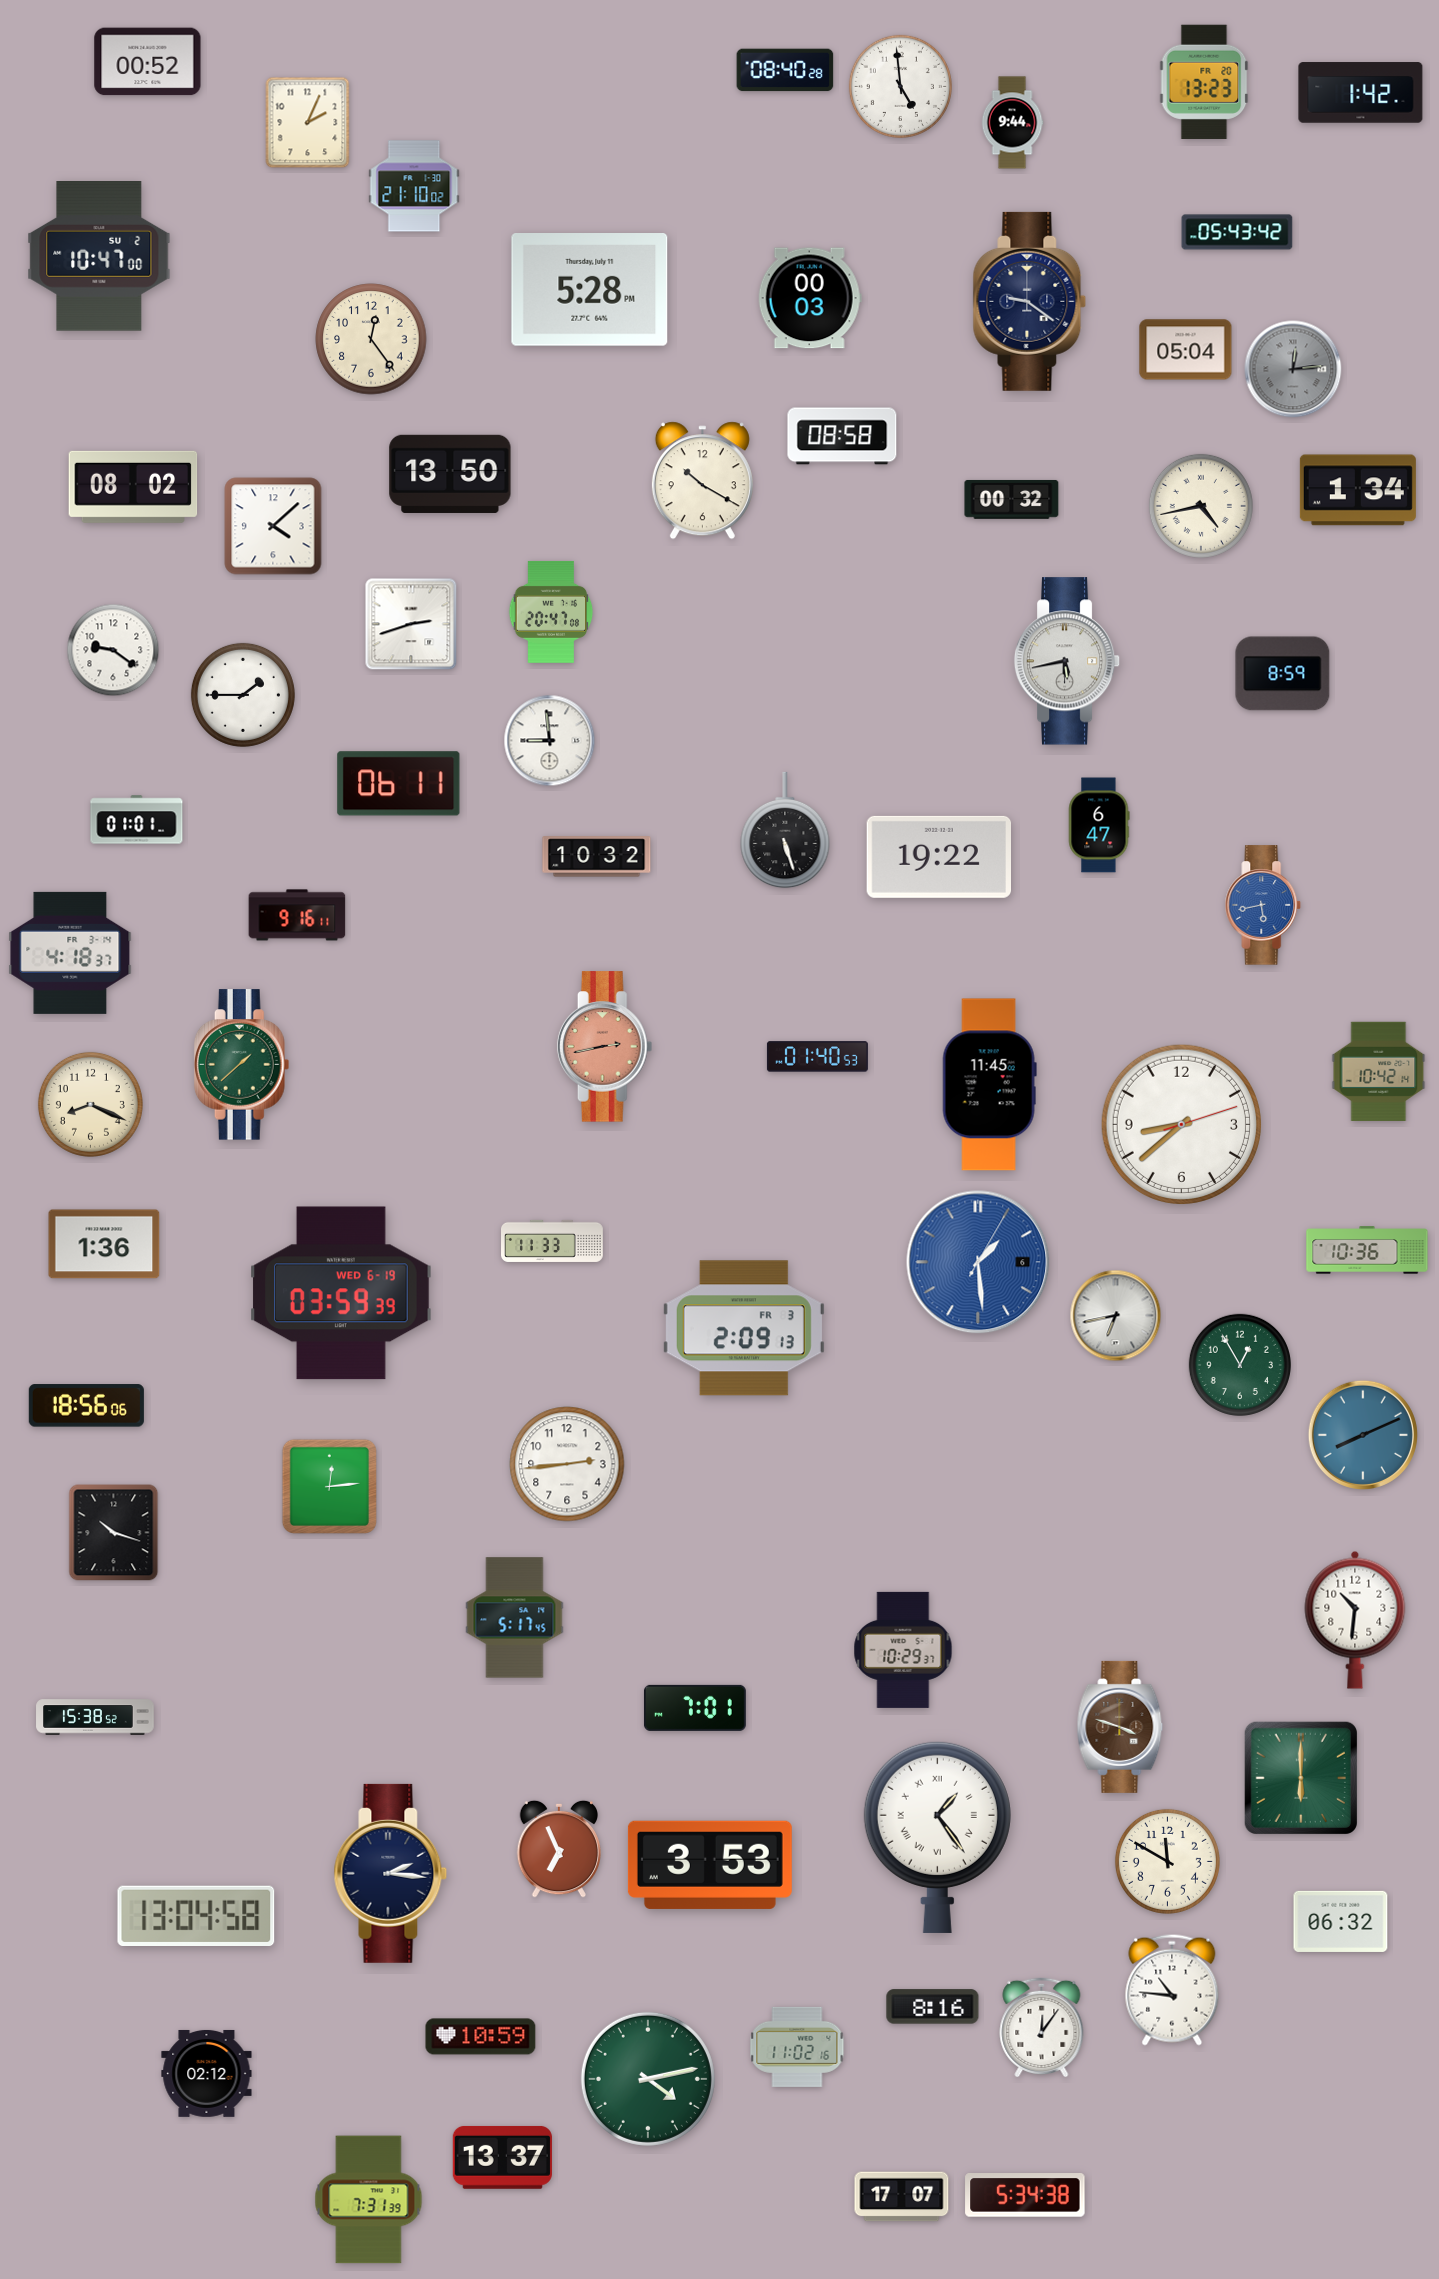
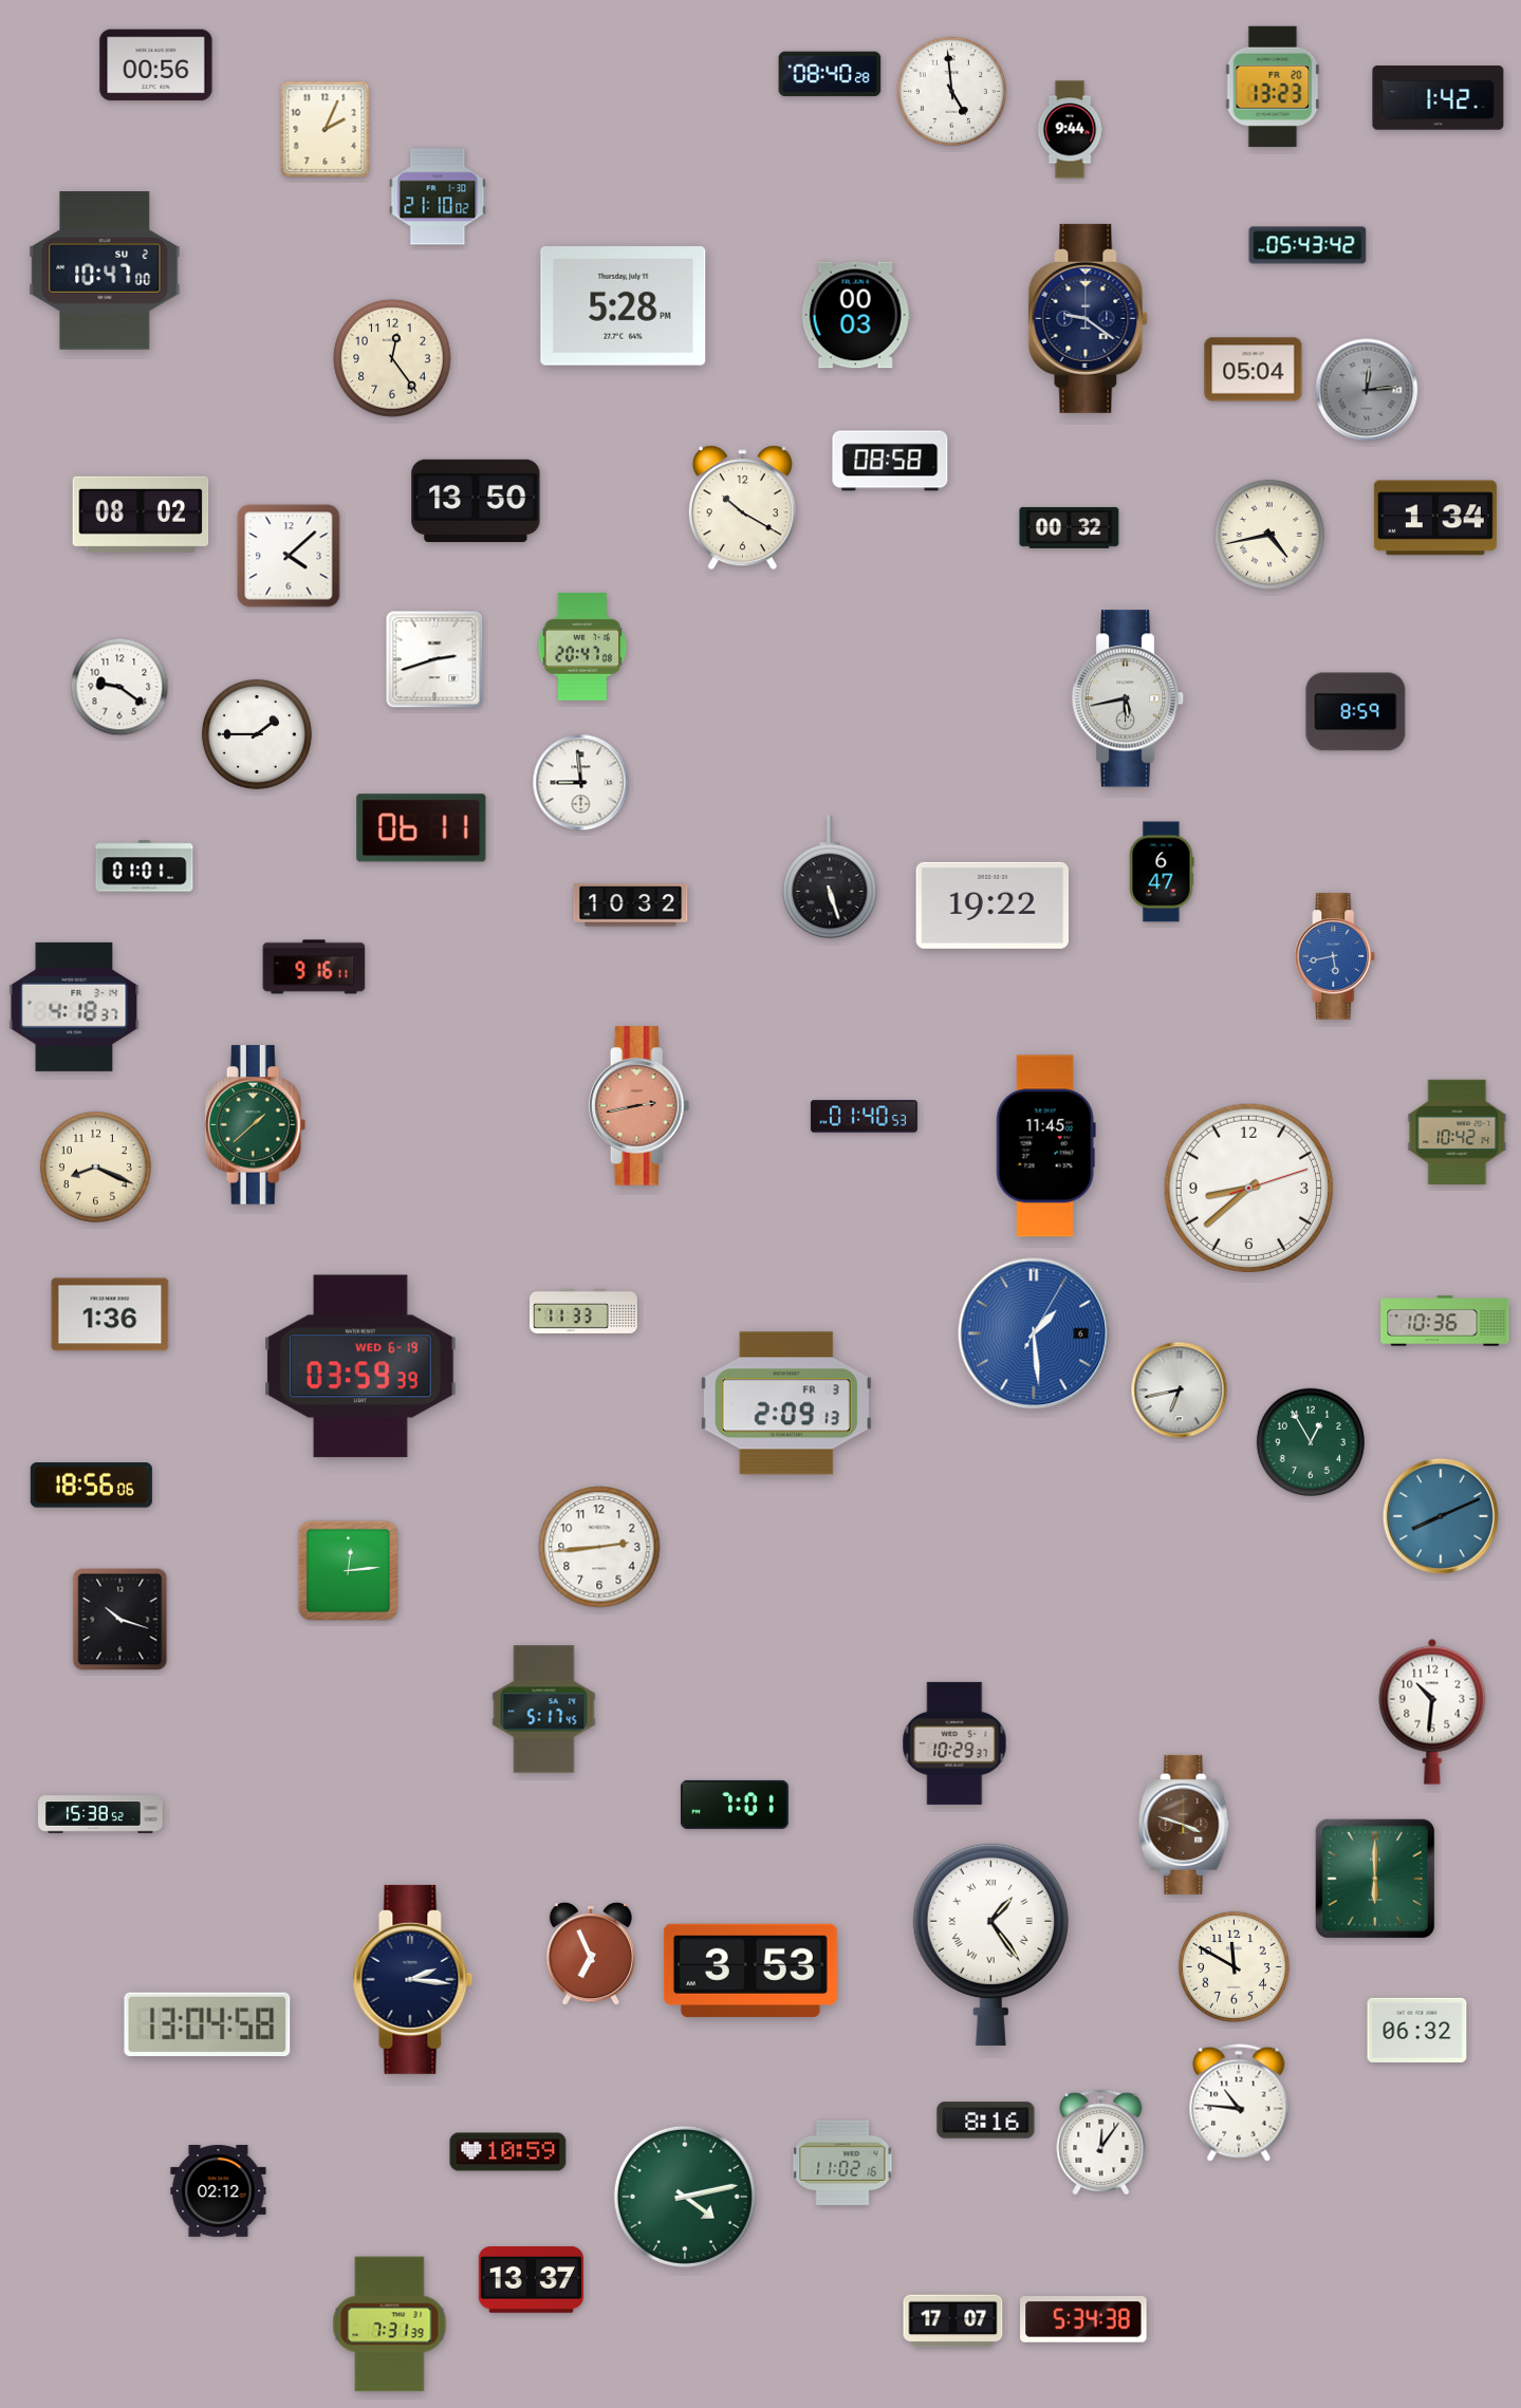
clock at (148, 62): 00:52 -> 00:56
clock at (937, 1837) position: (937, 1837) -> (990, 1944)
